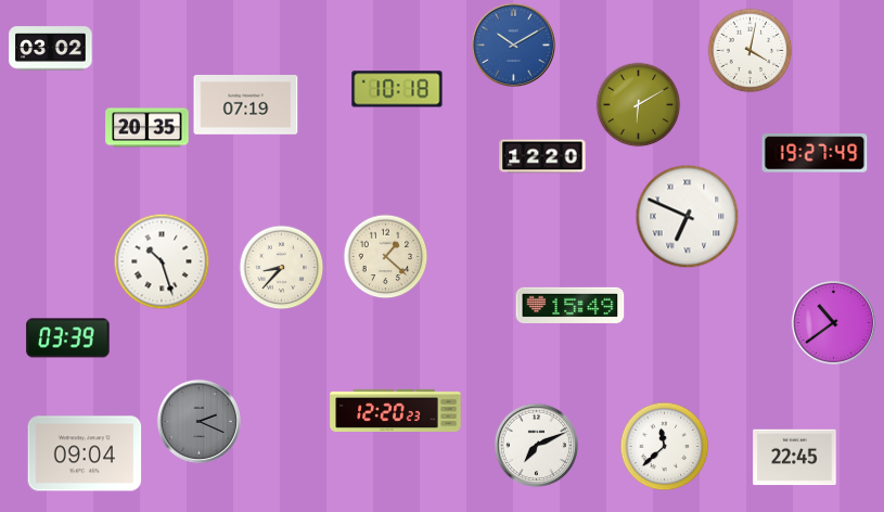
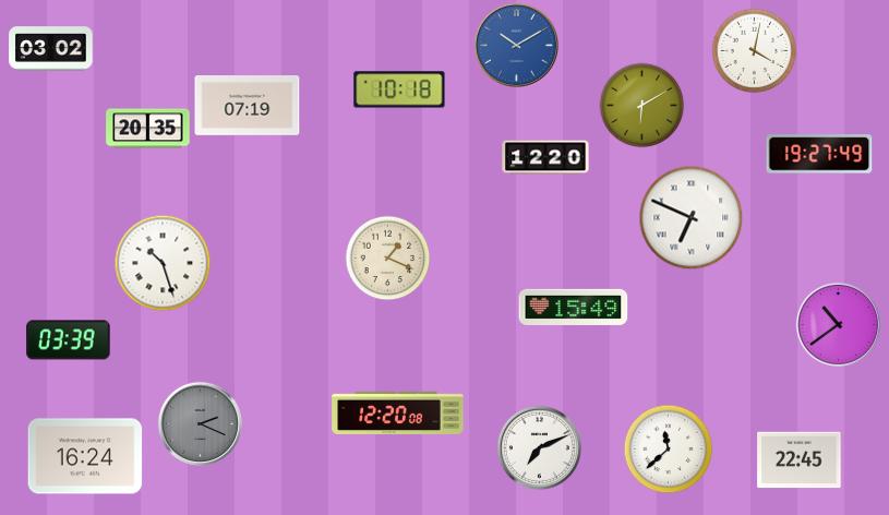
clock at (385, 256): 1:22 -> 1:19
clock at (281, 267): 8:37 -> none
clock at (396, 410): 12:20:23 -> 12:20:08
clock at (85, 453): 09:04 -> 16:24
